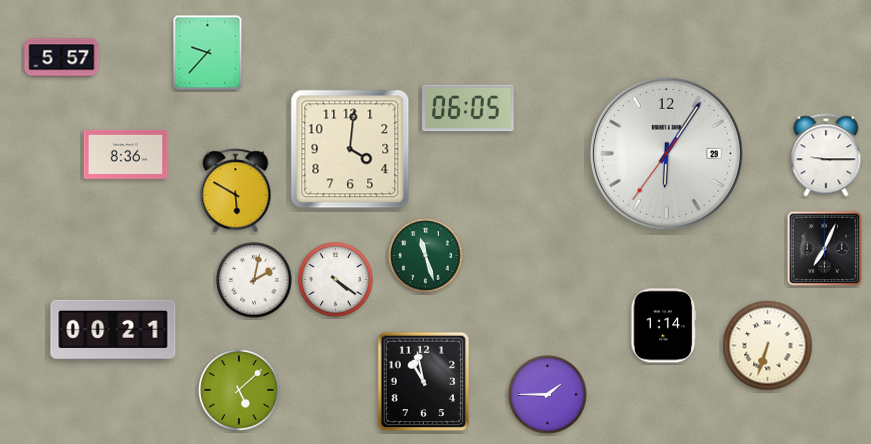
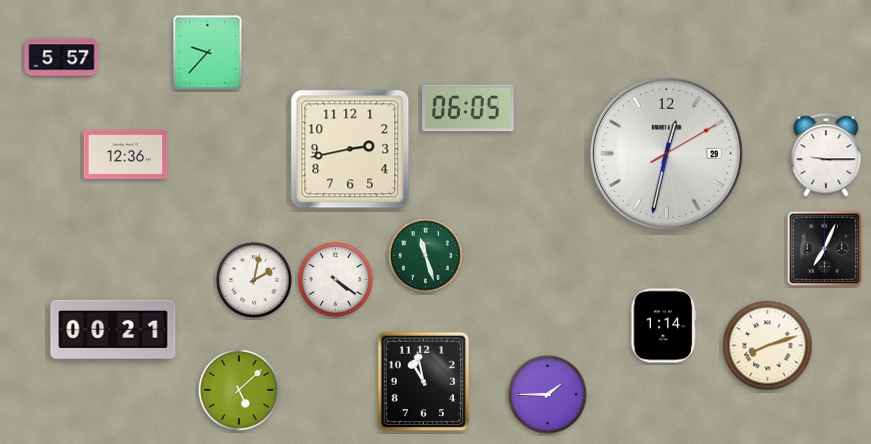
clock at (350, 149): 4:01 -> 2:43
clock at (666, 153): 6:05 -> 12:32
clock at (126, 154): 8:36 -> 12:36
clock at (236, 191): 5:50 -> none
clock at (768, 346): 6:33 -> 8:12
